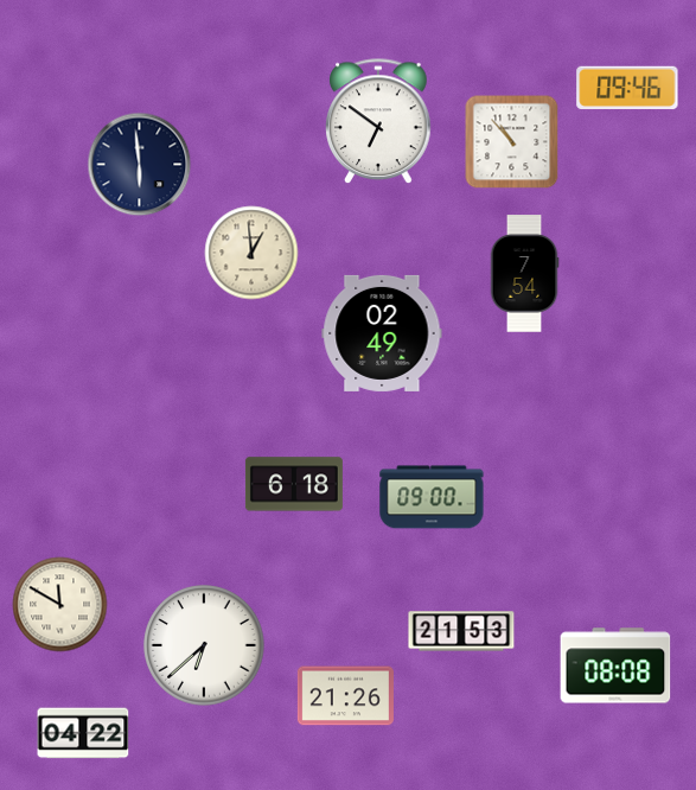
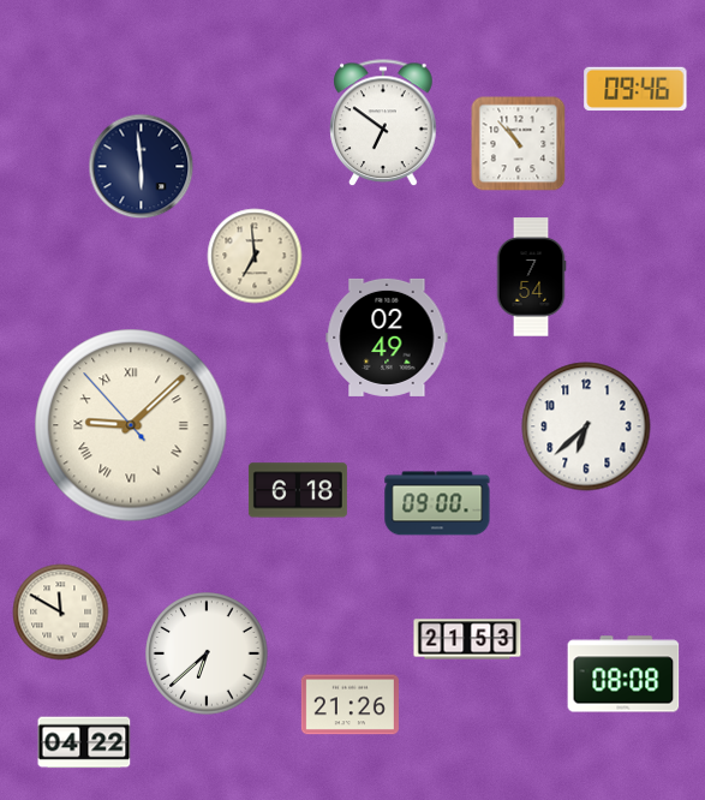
clock at (251, 253): 12:59 -> 6:59
clock at (131, 425): none -> 9:07
clock at (586, 426): none -> 6:38
